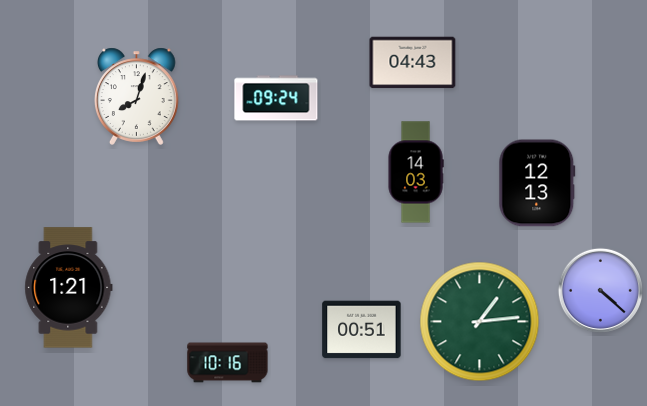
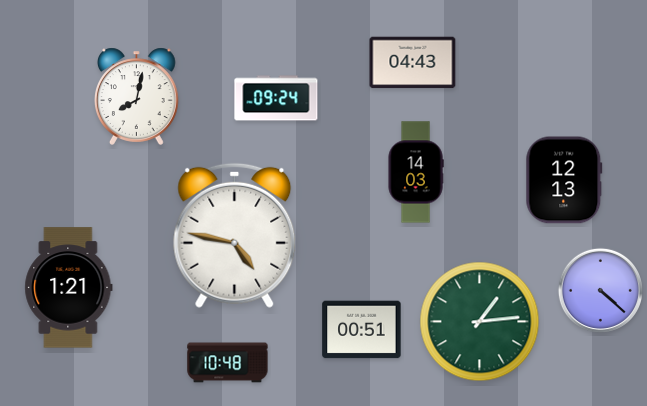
clock at (136, 96): 8:03 -> 8:02
clock at (537, 183) position: (537, 183) -> (564, 180)
clock at (235, 235): none -> 4:47
clock at (228, 363): 10:16 -> 10:48
